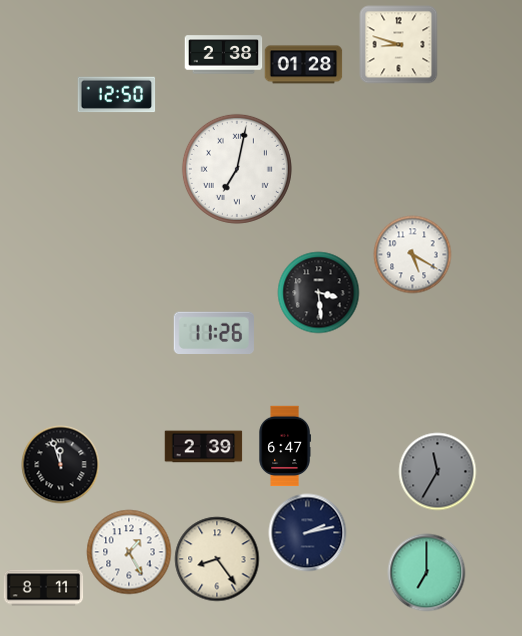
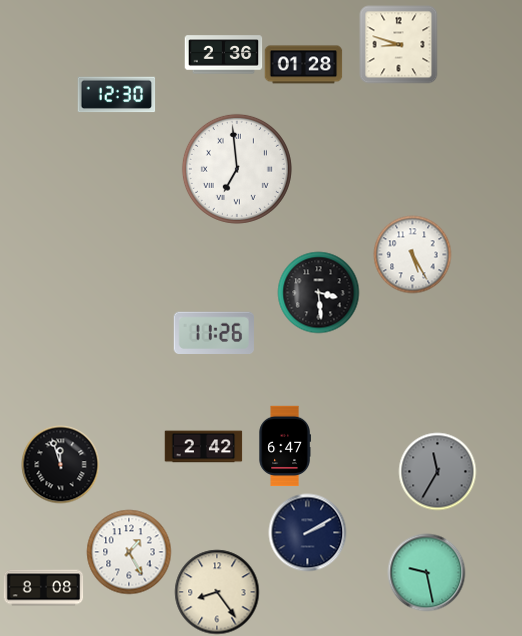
clock at (223, 55): 2:38 -> 2:36
clock at (116, 95): 12:50 -> 12:30
clock at (237, 169): 7:02 -> 6:59
clock at (412, 254): 5:20 -> 5:25
clock at (203, 447): 2:39 -> 2:42
clock at (307, 532): 2:13 -> 2:10
clock at (217, 559) position: (217, 559) -> (217, 592)
clock at (426, 572): 7:00 -> 9:28
clock at (43, 588): 8:11 -> 8:08
